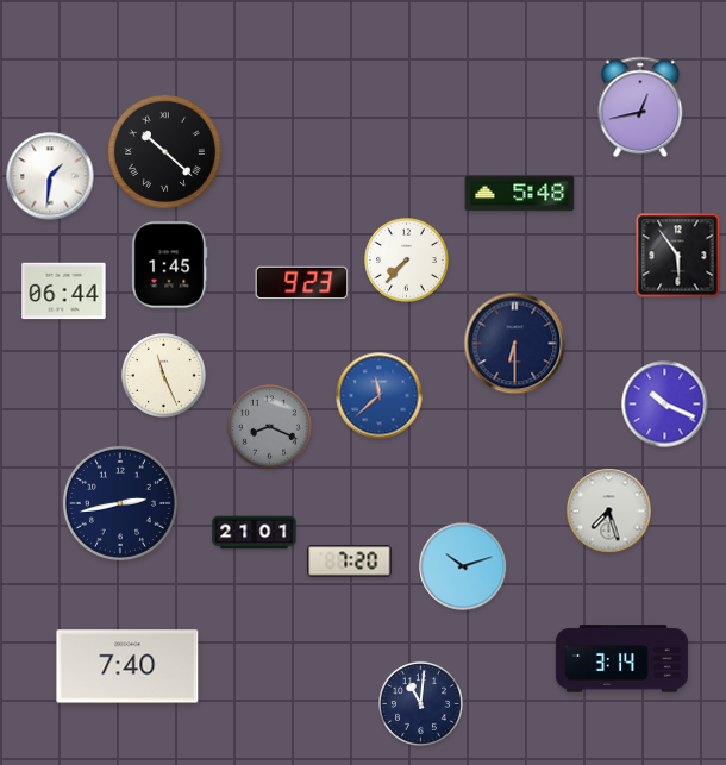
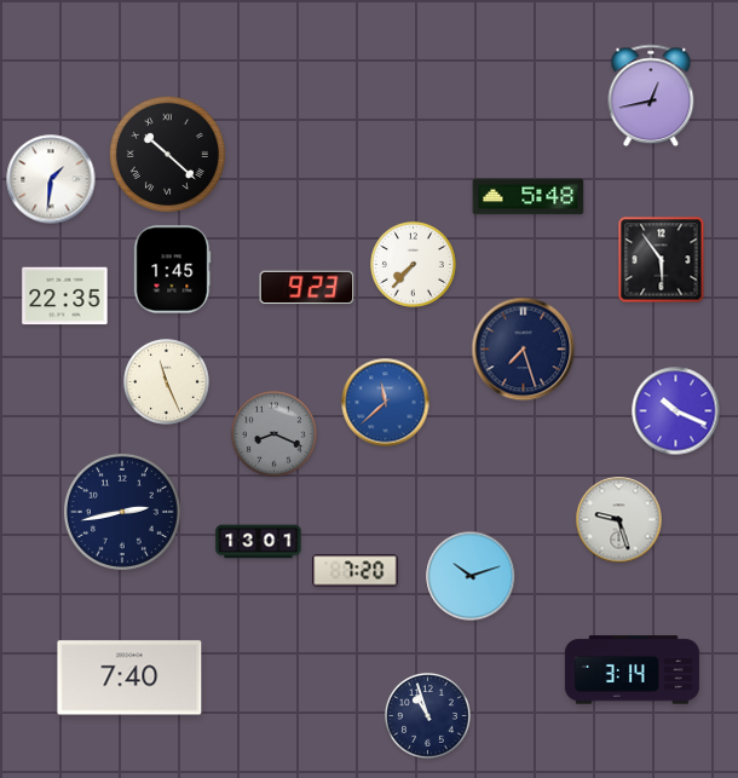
clock at (640, 107) position: (640, 107) -> (651, 96)
clock at (678, 256) position: (678, 256) -> (662, 260)
clock at (64, 291): 06:44 -> 22:35
clock at (515, 344): 6:30 -> 7:27
clock at (609, 512): 7:27 -> 9:27
clock at (255, 533): 21:01 -> 13:01
clock at (421, 704): 11:01 -> 10:57
